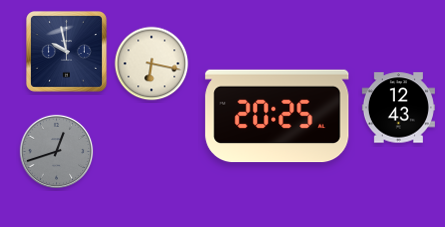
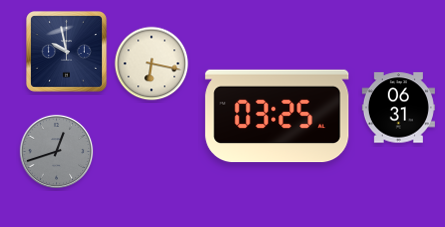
clock at (398, 108): 12:43 -> 06:31
clock at (277, 116): 20:25 -> 03:25
